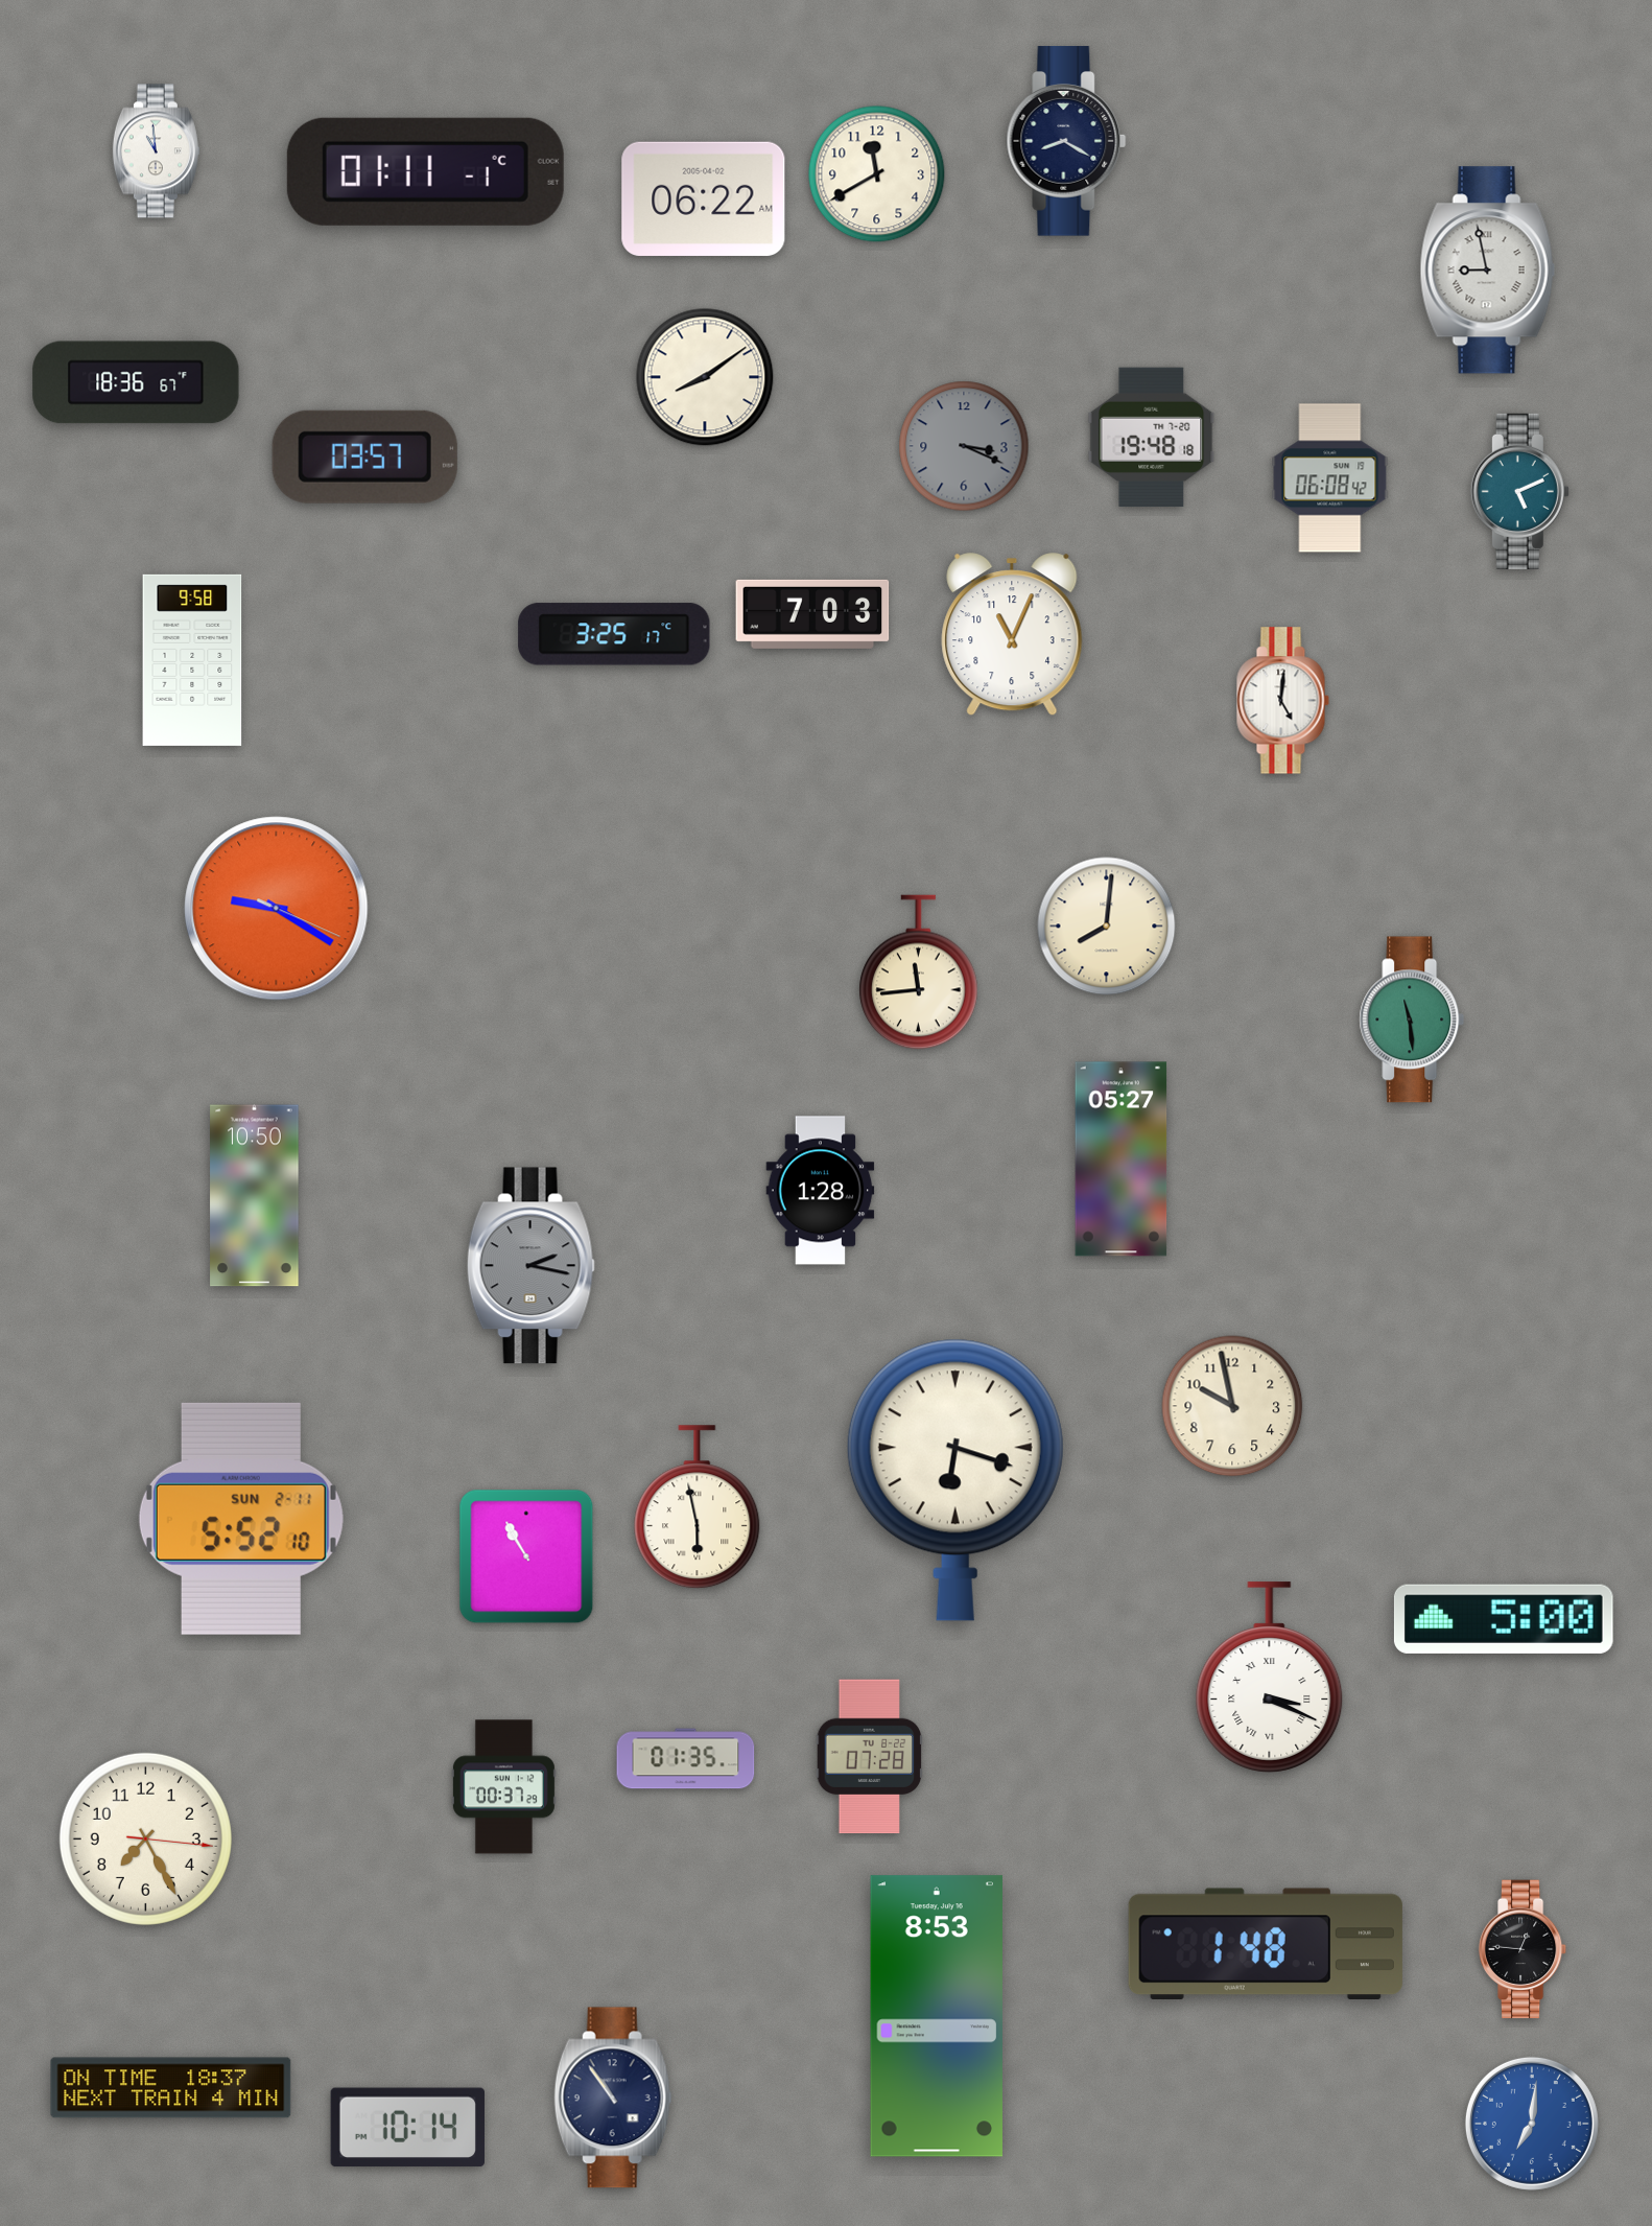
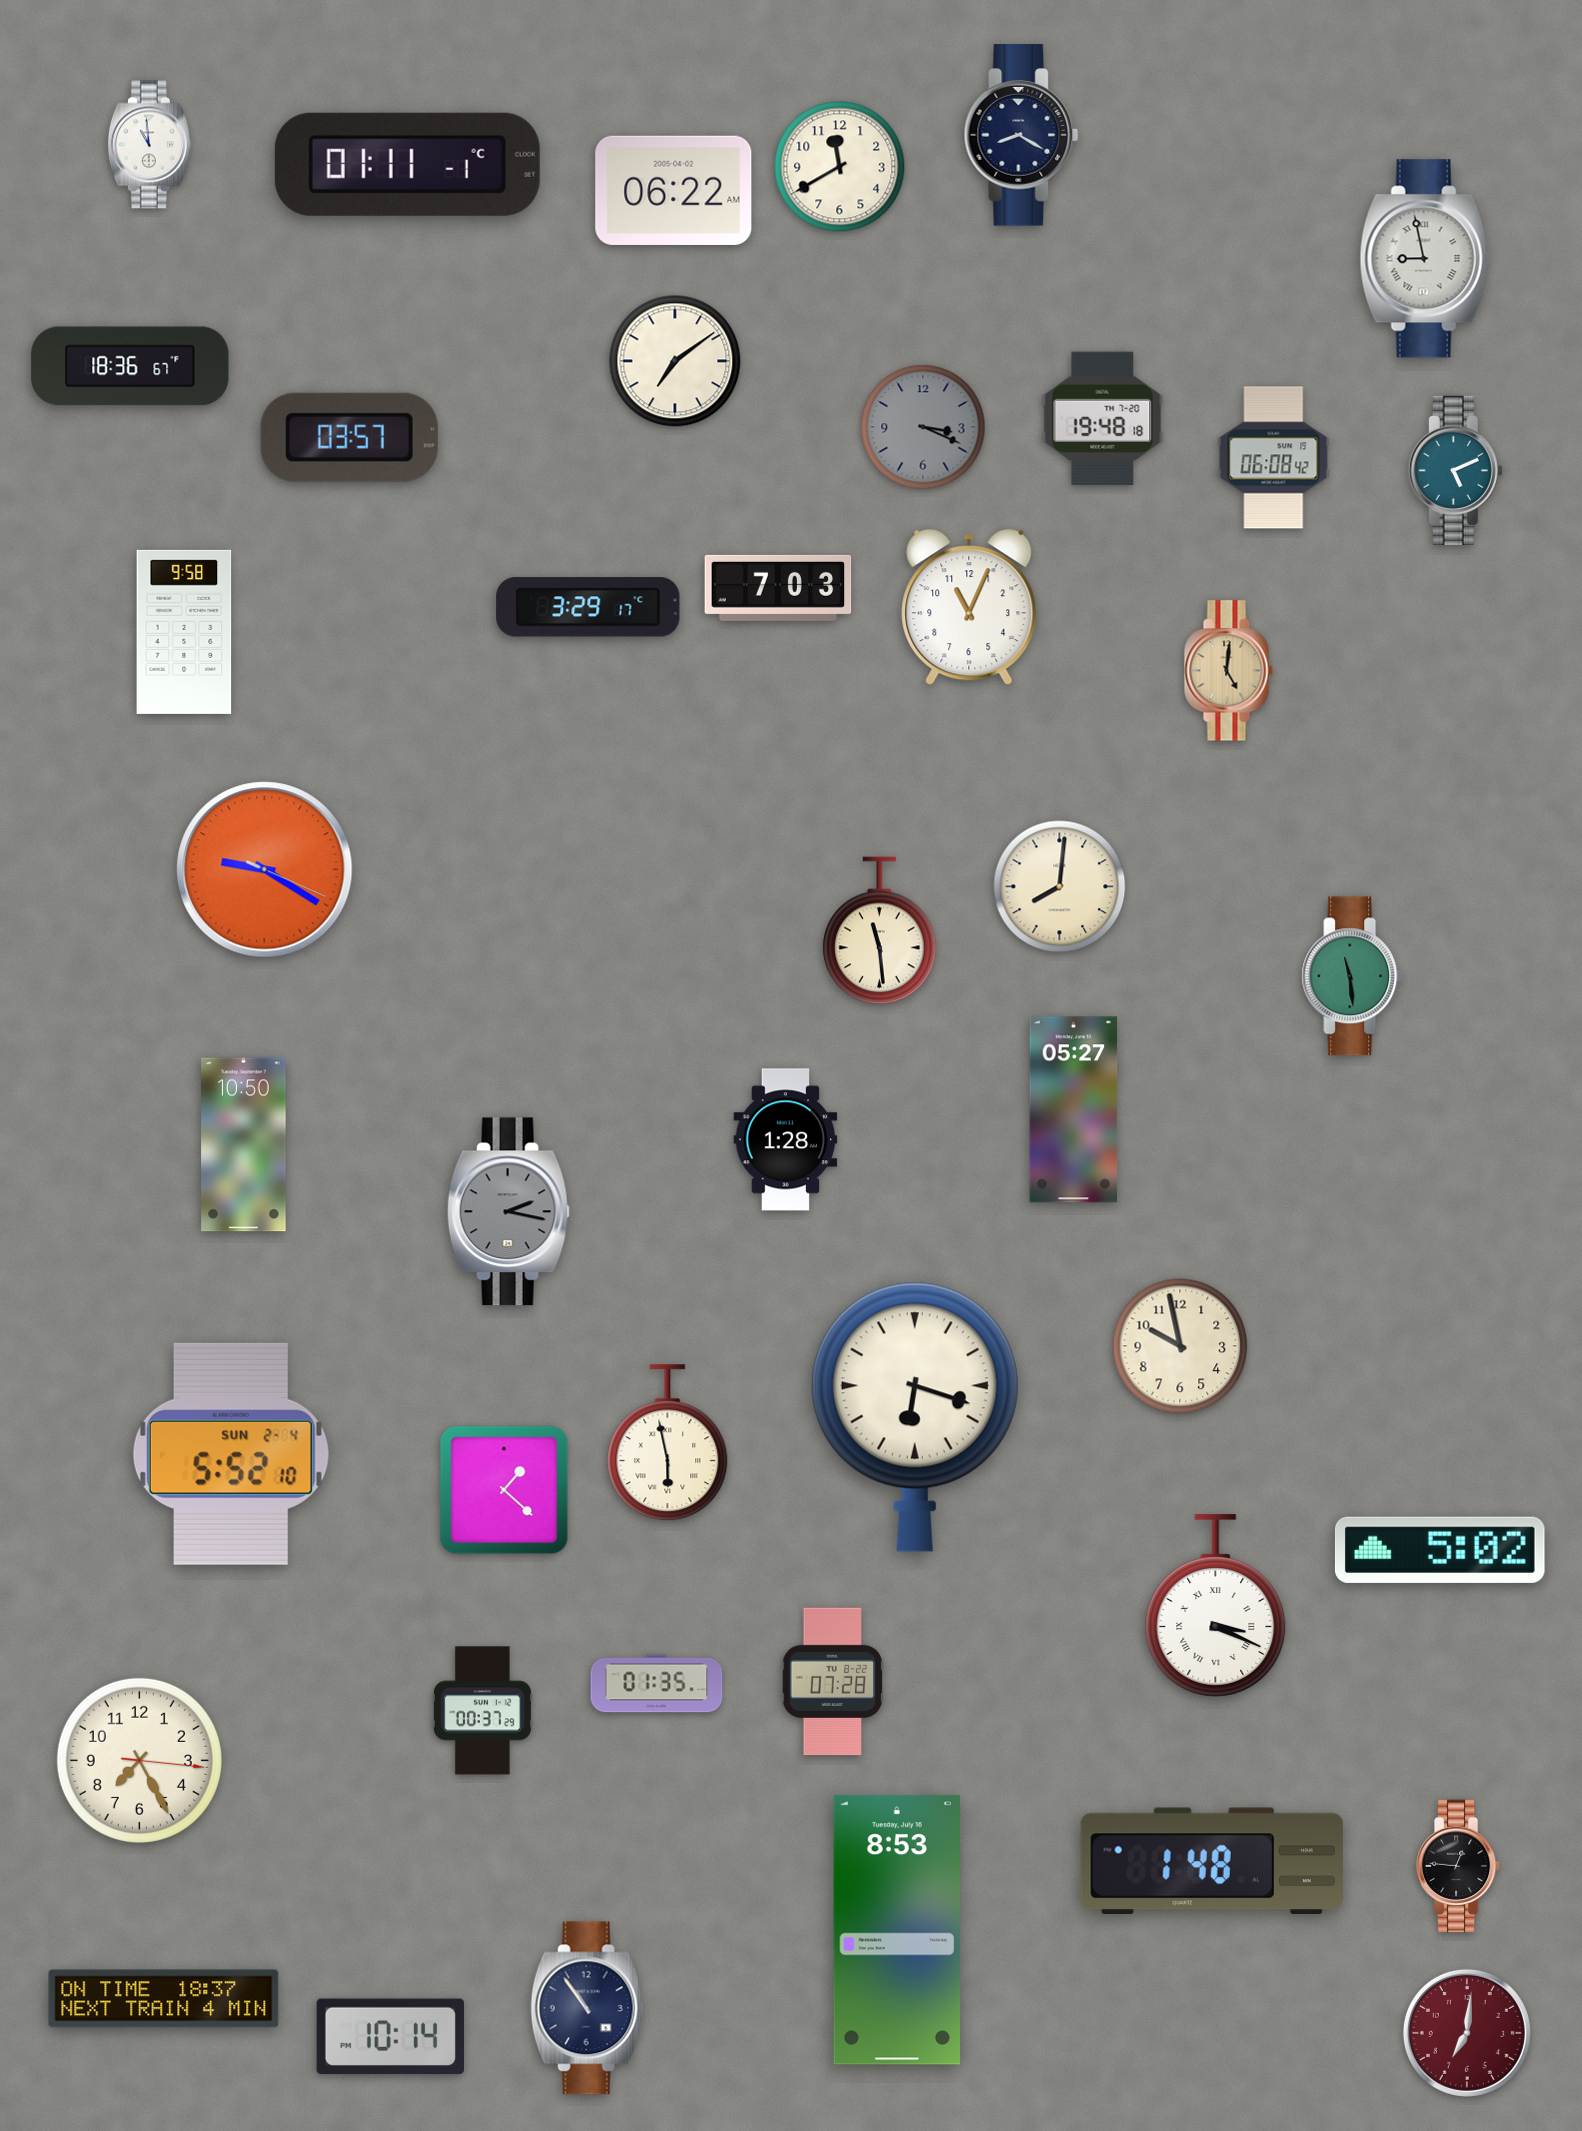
clock at (705, 377): 8:09 -> 7:09
clock at (614, 634): 3:25 -> 3:29
clock at (1282, 701) dial: white -> champagne
clock at (919, 973): 11:44 -> 11:29
clock at (241, 1519) date: SUN 2-11 -> SUN 2-4
clock at (526, 1556): 10:55 -> 1:22
clock at (1504, 1619): 5:00 -> 5:02
clock at (1532, 2124) dial: blue -> burgundy
